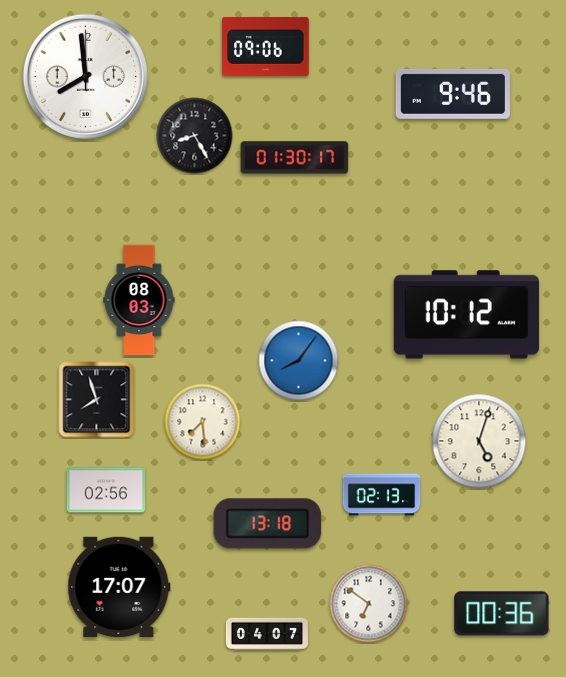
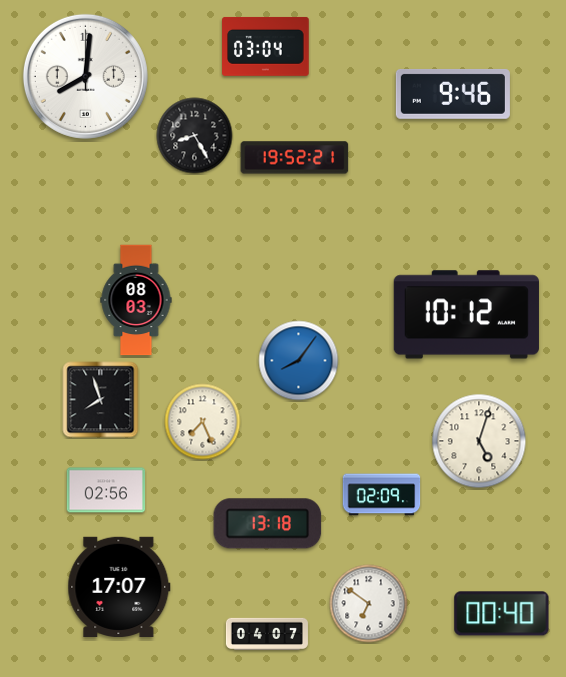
clock at (266, 46): 09:06 -> 03:04
clock at (85, 76): 7:59 -> 8:01
clock at (295, 158): 01:30 -> 19:52
clock at (139, 300) position: (139, 300) -> (136, 300)
clock at (97, 400) position: (97, 400) -> (101, 400)
clock at (203, 422): 7:29 -> 7:26
clock at (382, 495): 02:13 -> 02:09
clock at (502, 614): 00:36 -> 00:40
